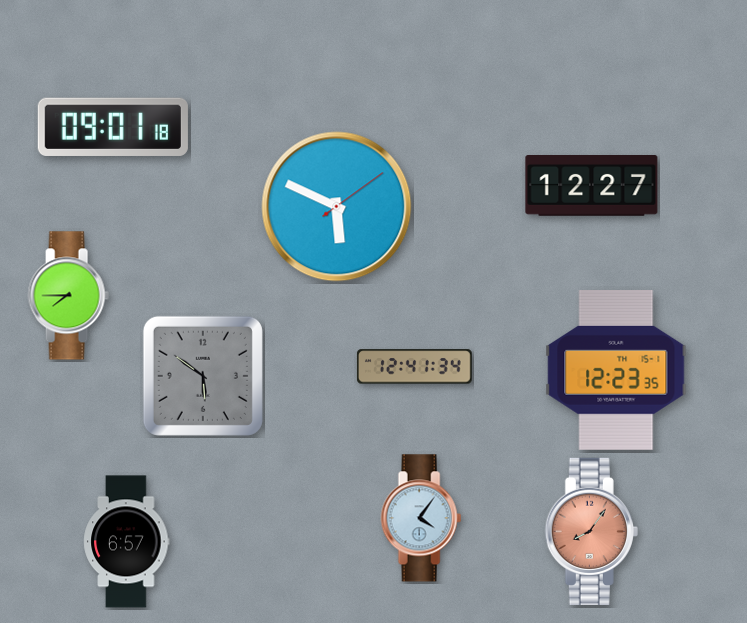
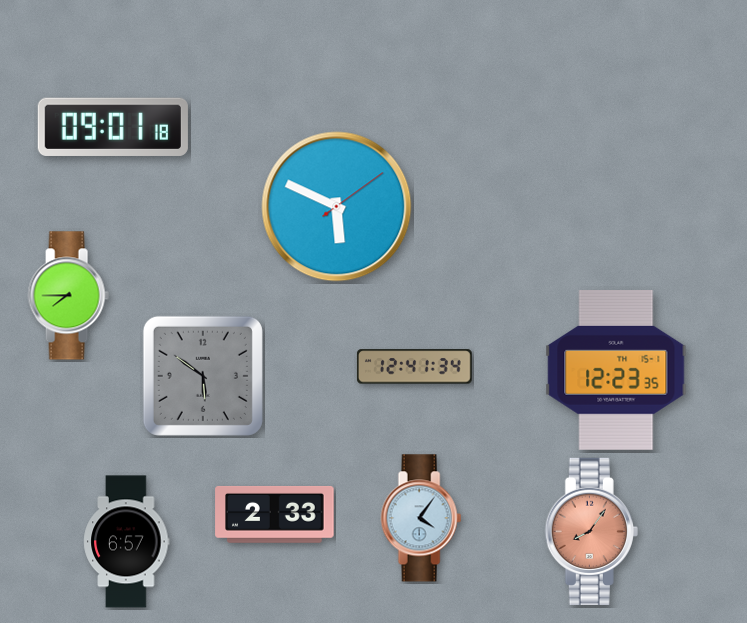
clock at (592, 186): 12:27 -> none
clock at (275, 514): none -> 2:33
